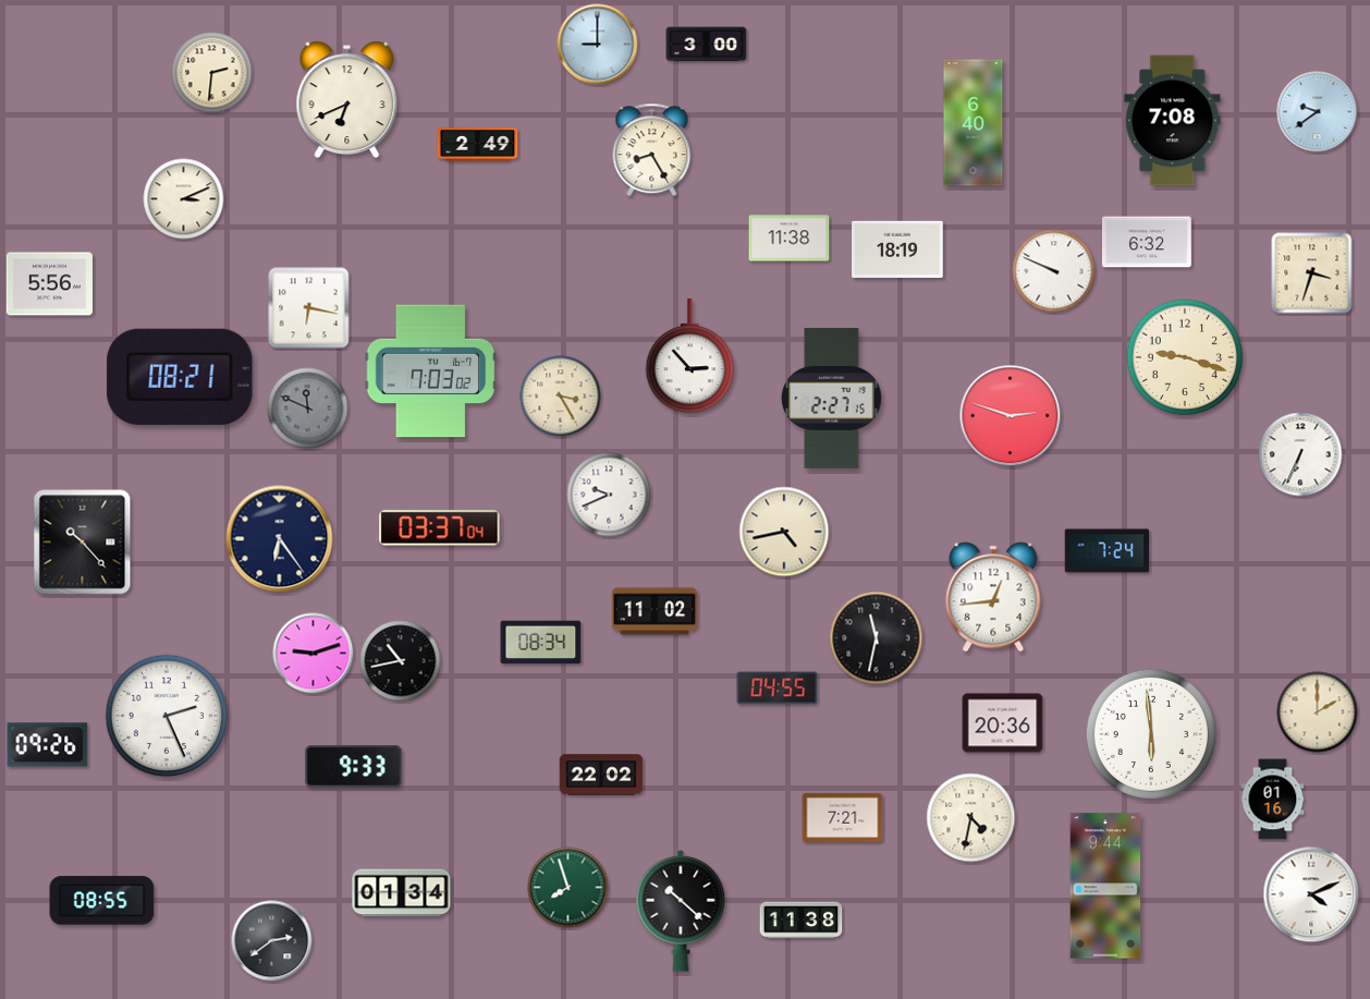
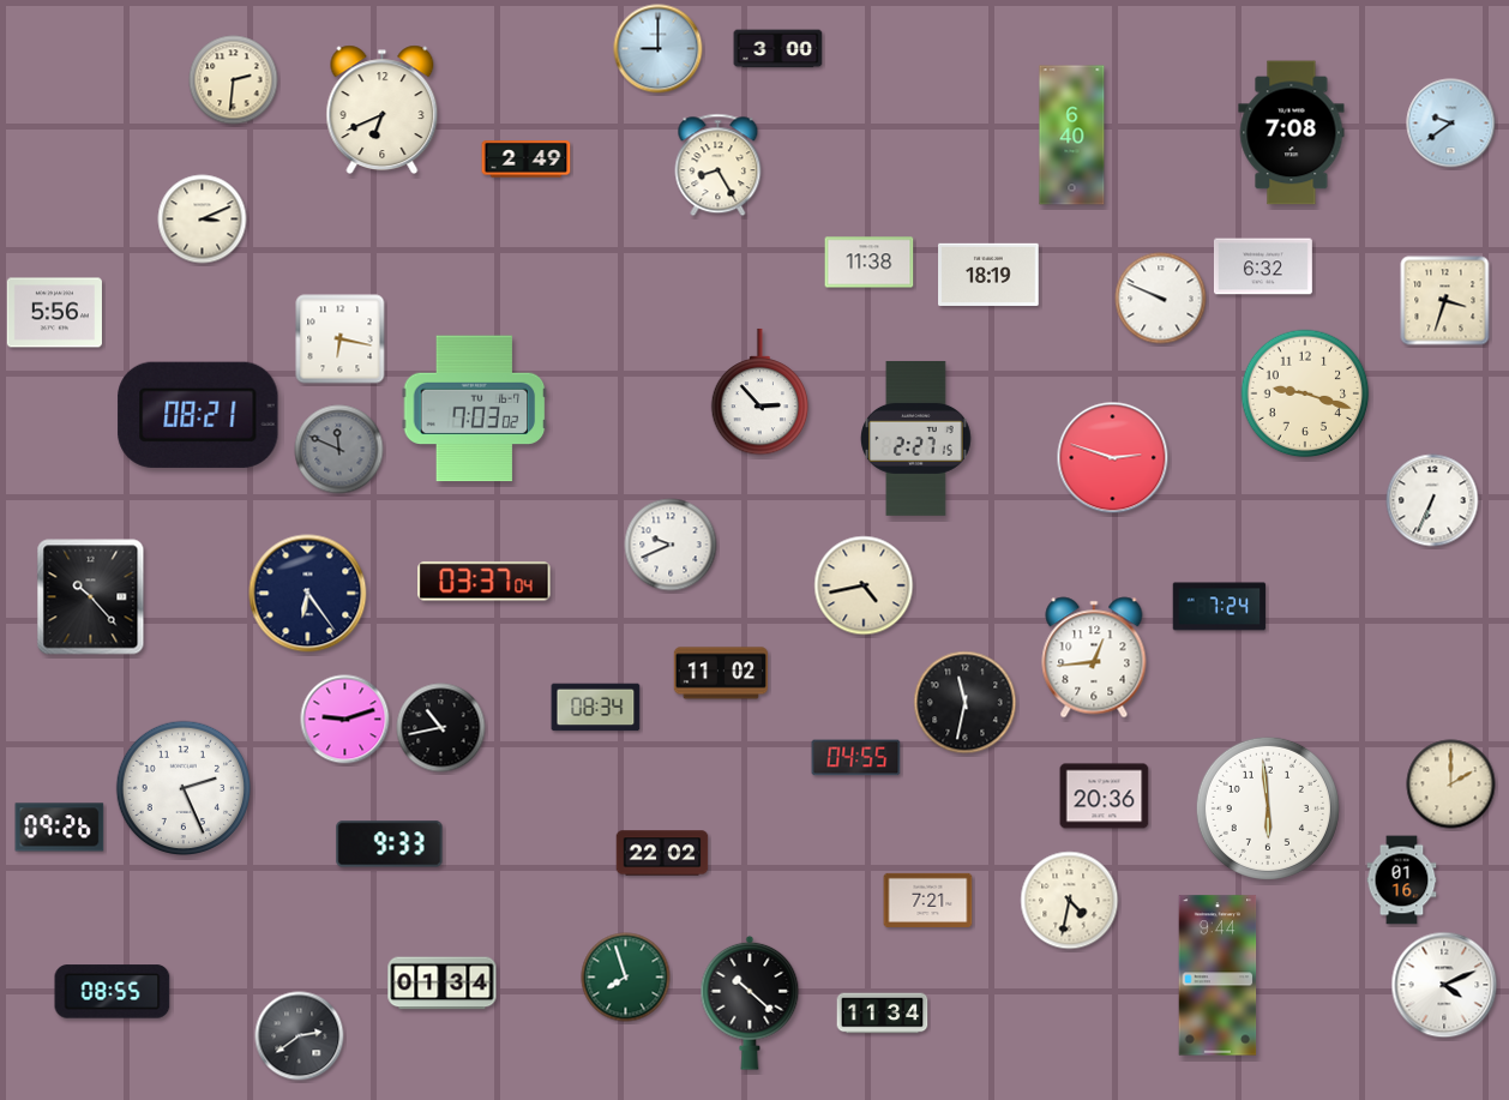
clock at (561, 397): 3:25 -> none
clock at (48, 745) position: (48, 745) -> (60, 828)
clock at (802, 921): 11:38 -> 11:34
